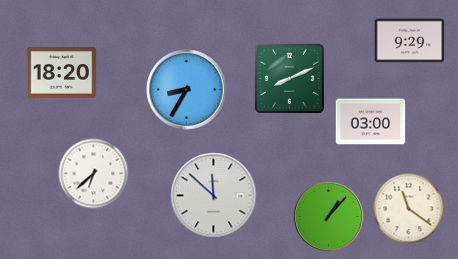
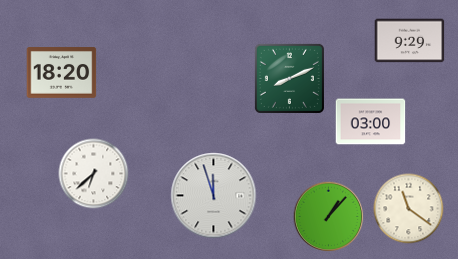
clock at (187, 90): 8:35 -> none
clock at (214, 196): 11:52 -> 11:57
